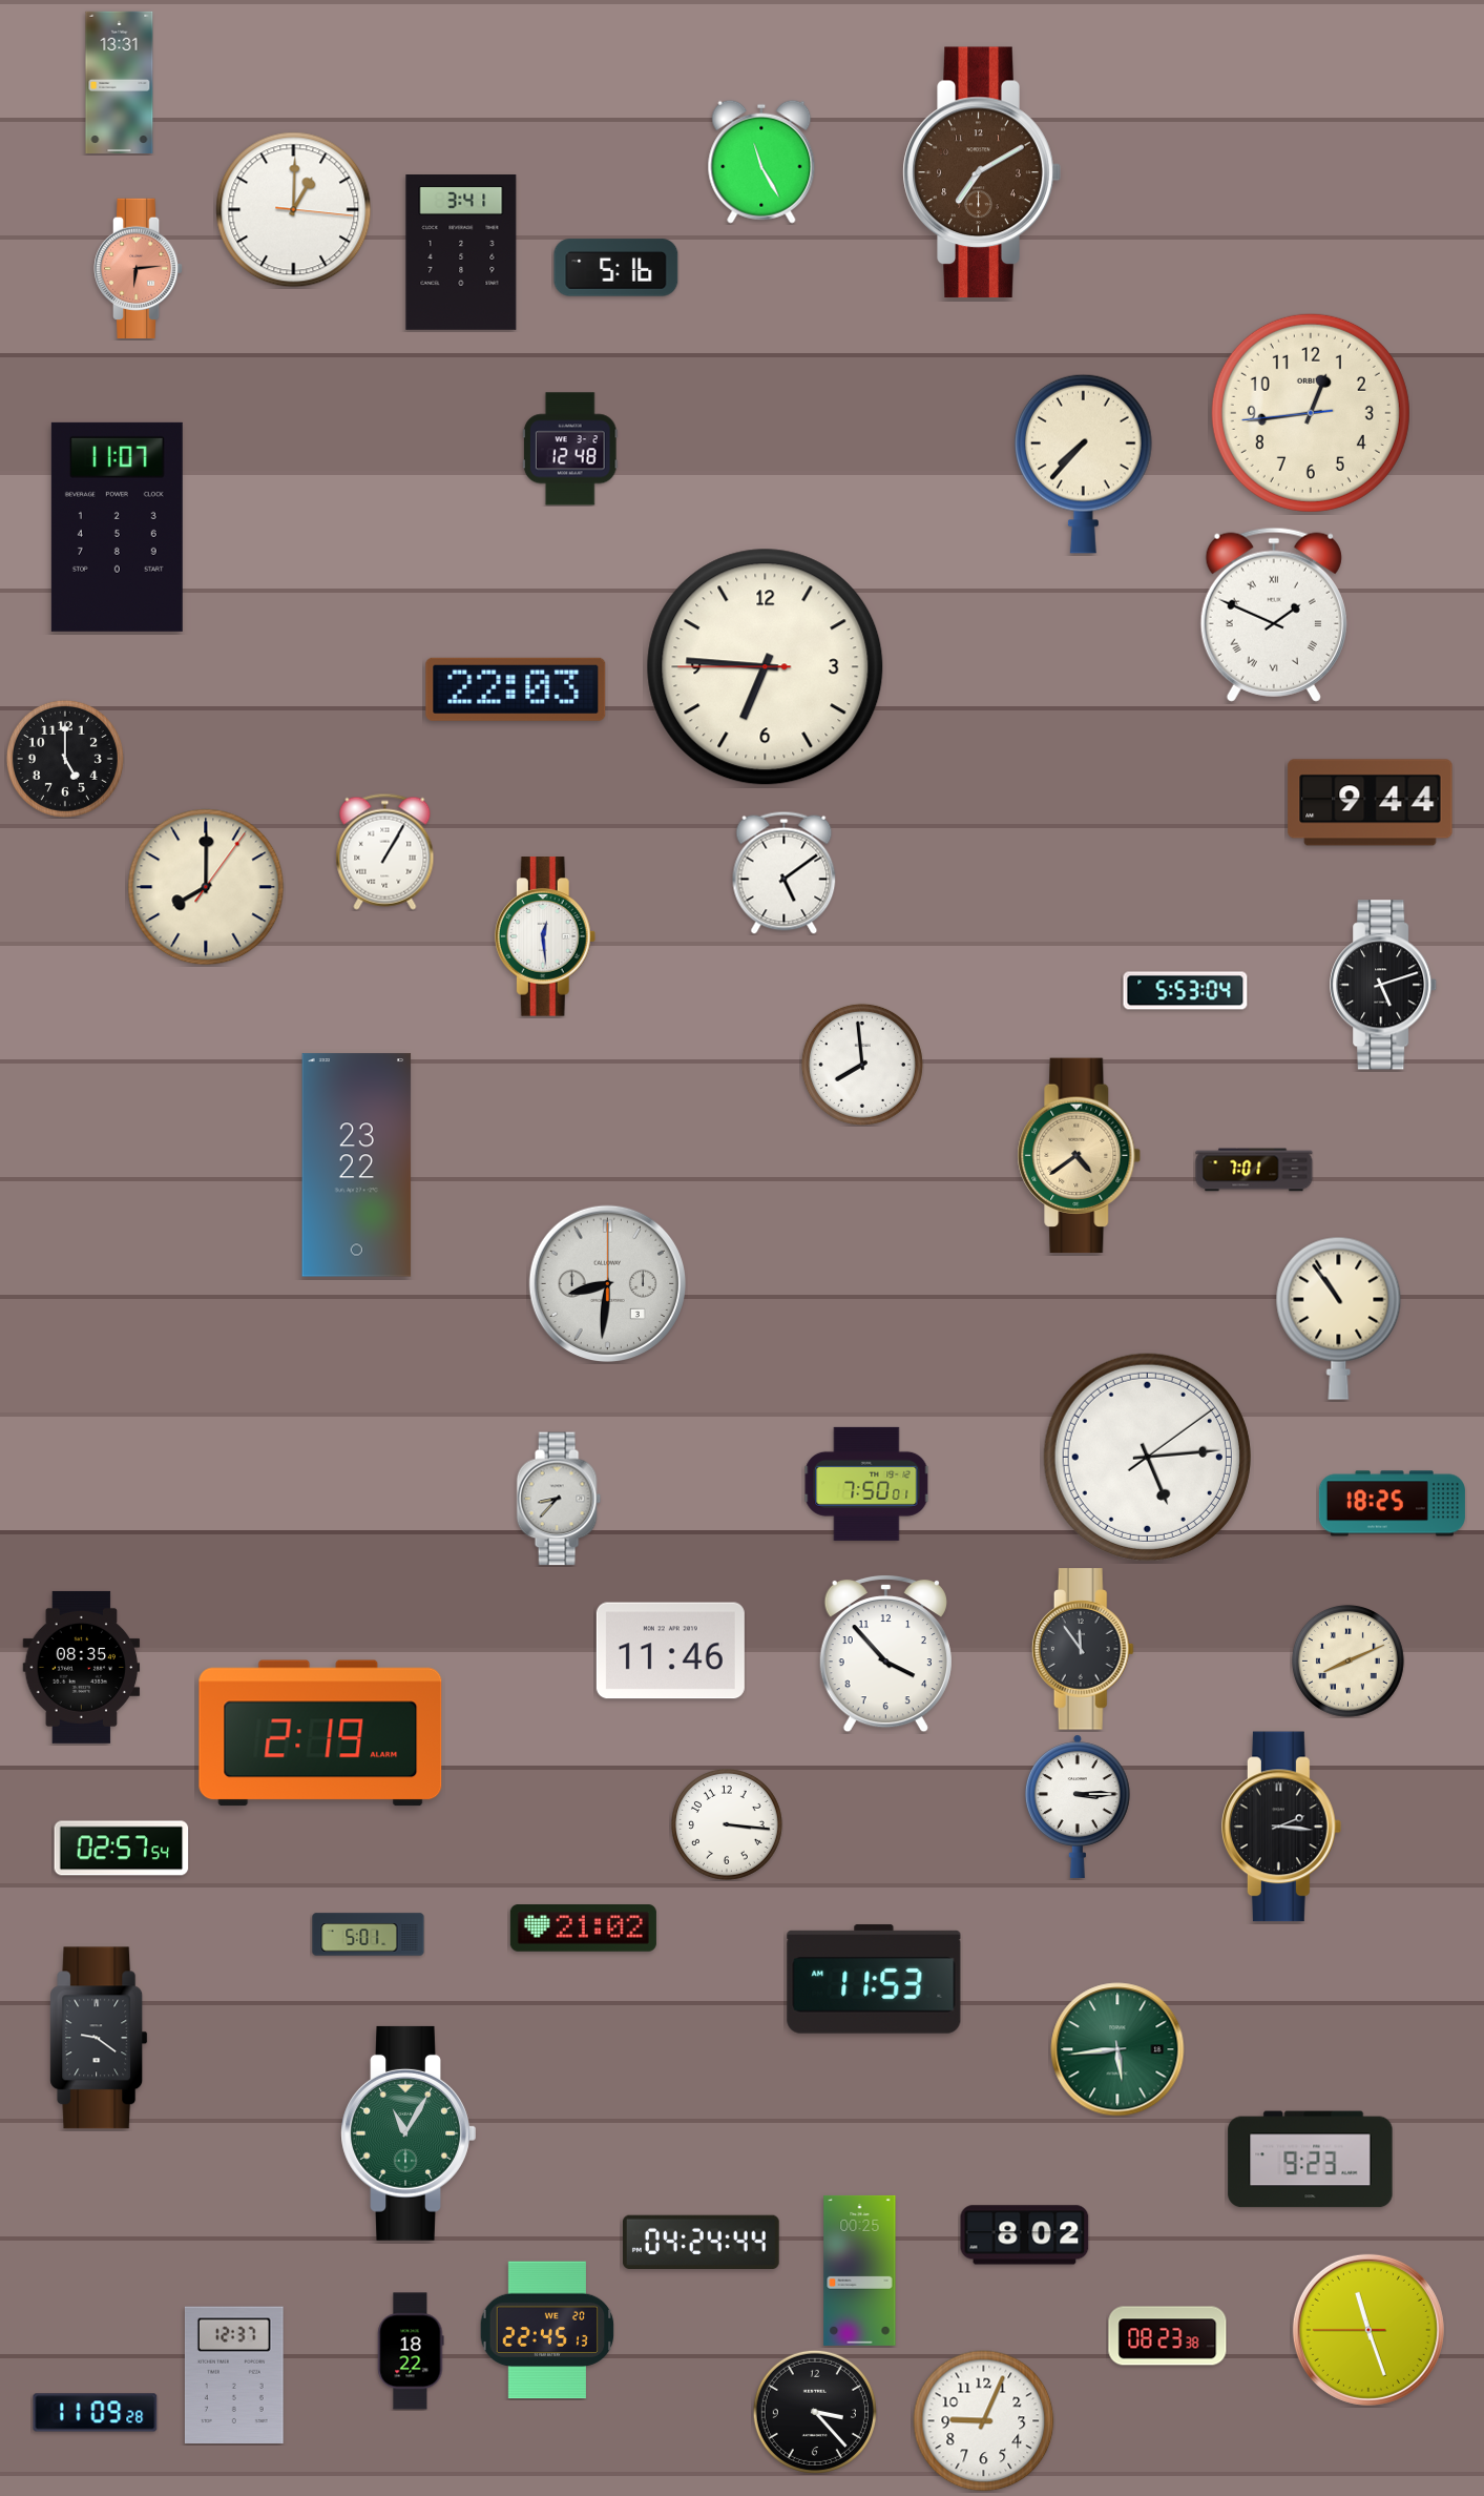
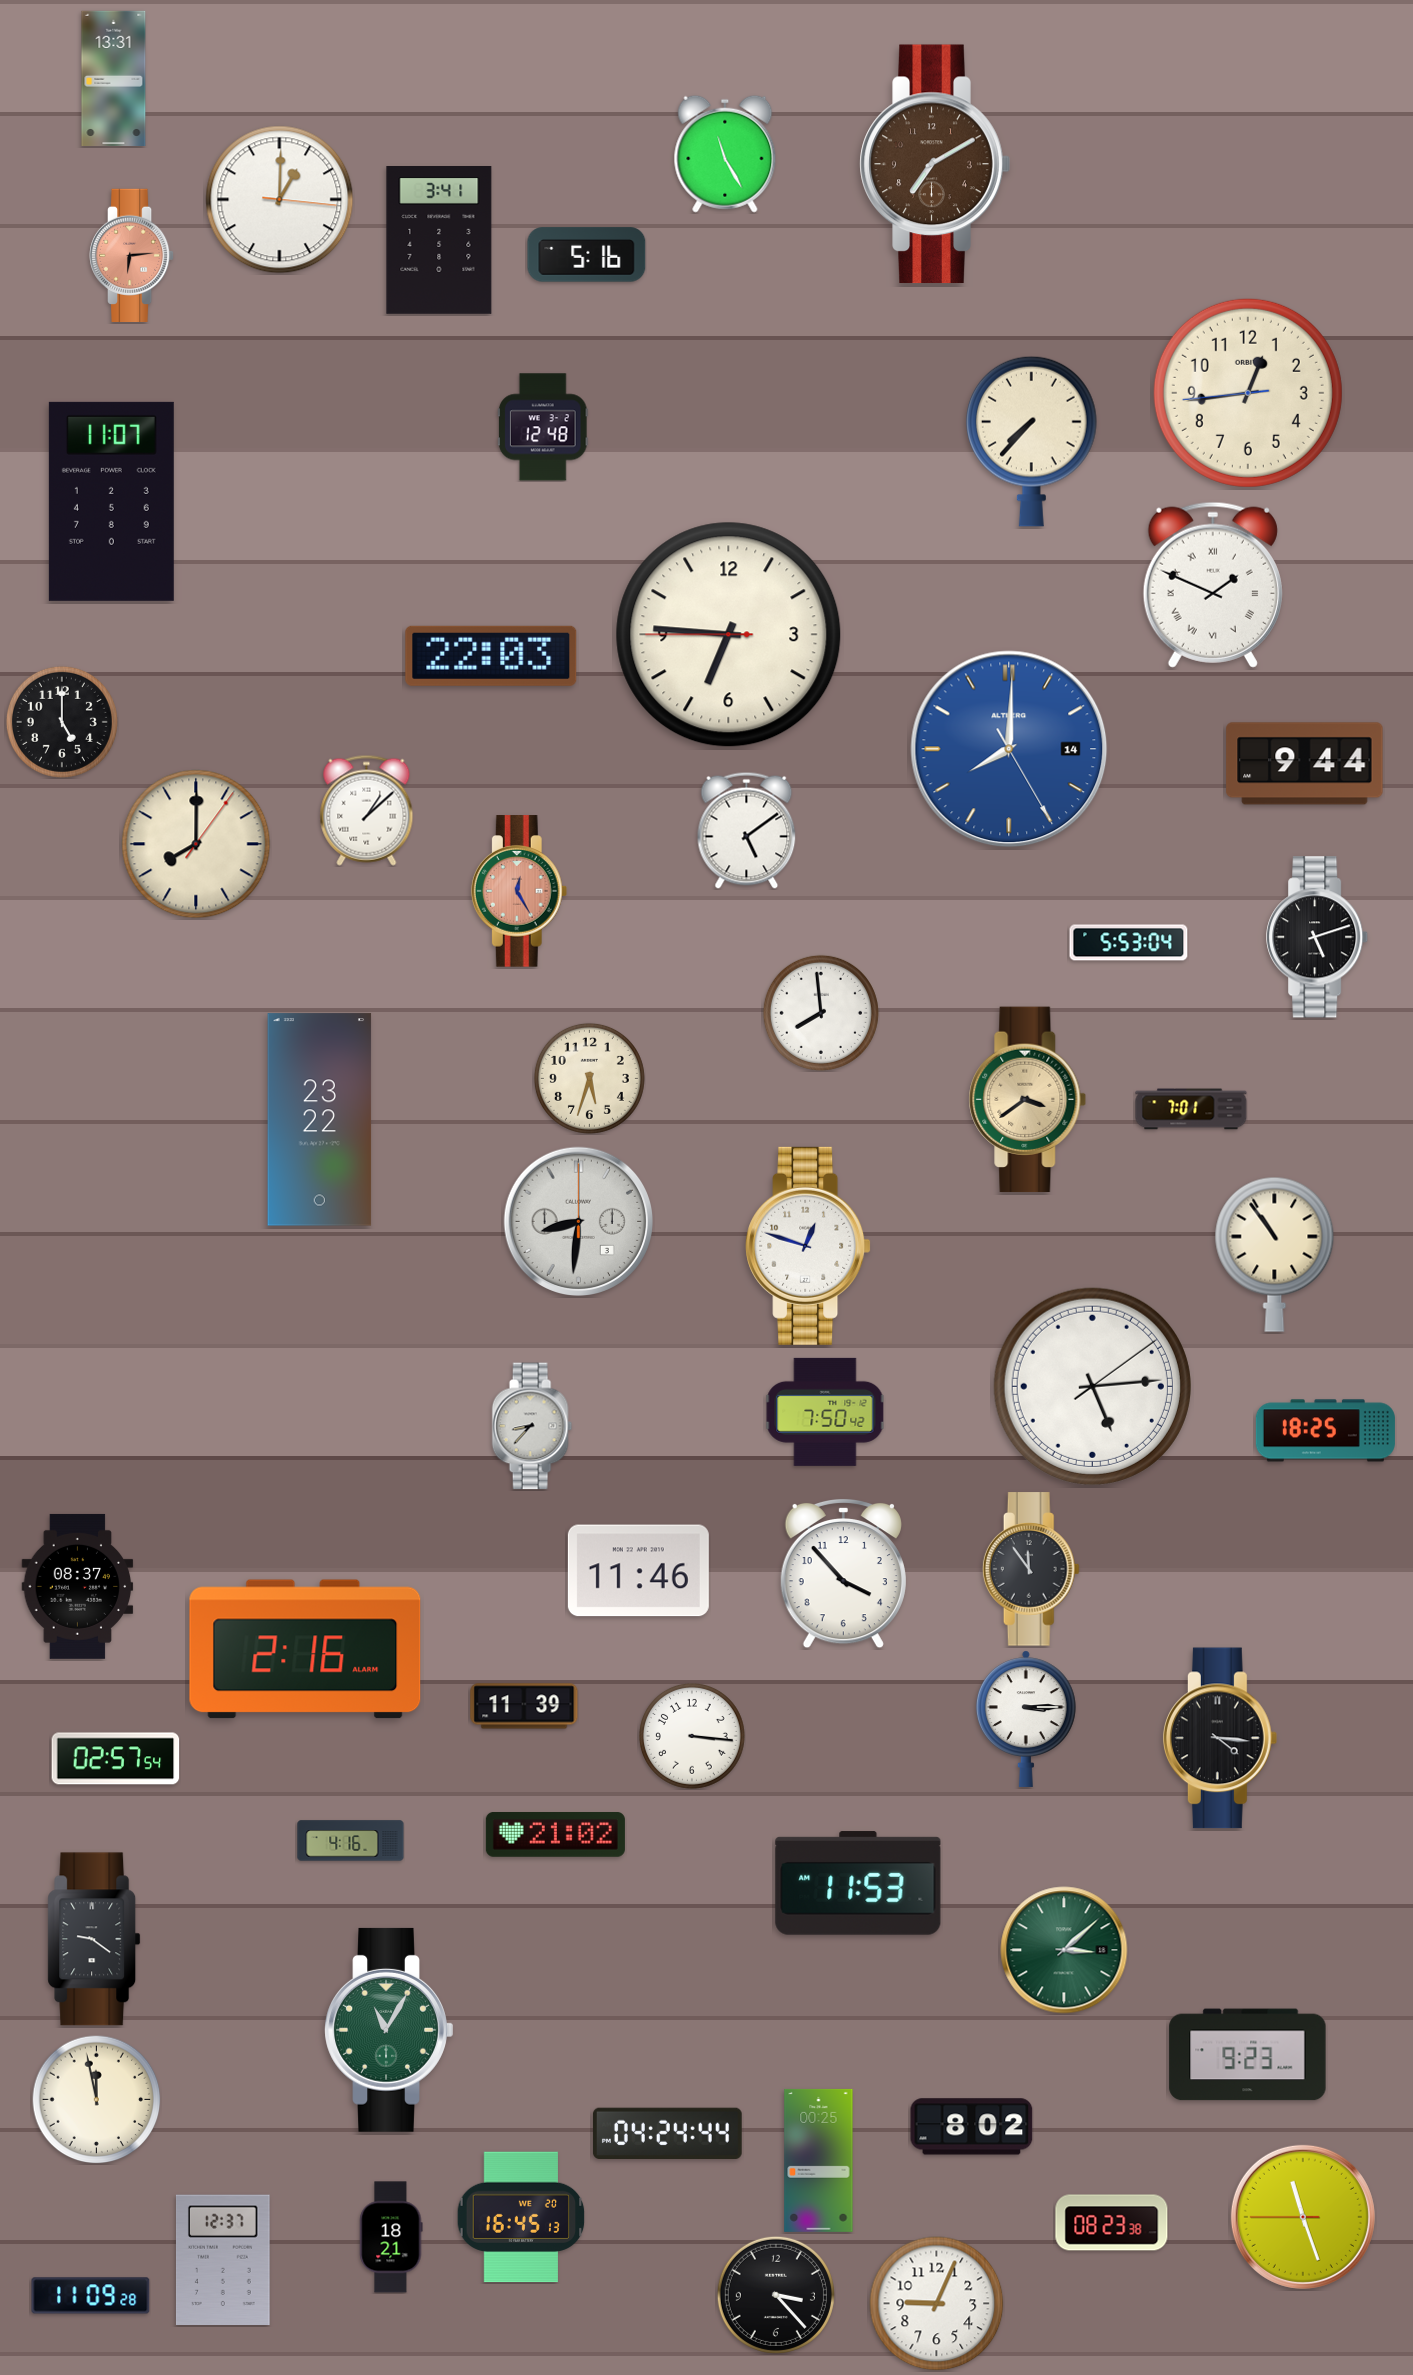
clock at (1009, 749): none -> 8:00
clock at (385, 851): 1:05 -> 1:08
clock at (545, 936): 12:29 -> 12:25
clock at (545, 936) dial: white -> salmon
clock at (589, 1078): none -> 5:33
clock at (1080, 1156): 4:39 -> 3:39
clock at (357, 1166) position: (357, 1166) -> (320, 1120)
clock at (1254, 1170) position: (1254, 1170) -> (1191, 1109)
clock at (808, 1246): none -> 12:48
clock at (866, 1484): 7:50:01 -> 7:50:42
clock at (1347, 1660): 8:11 -> none
clock at (82, 1667): 08:35 -> 08:37
clock at (320, 1733): 2:19 -> 2:16
clock at (524, 1706): none -> 11:39
clock at (1281, 1827): 2:16 -> 4:16
clock at (369, 1935): 5:01 -> 4:16
clock at (874, 1979) position: (874, 1979) -> (858, 1883)
clock at (1117, 2049): 5:44 -> 3:08
clock at (96, 2099): none -> 11:58
clock at (1025, 2235) position: (1025, 2235) -> (972, 2127)
clock at (547, 2330): 22:45 -> 16:45
clock at (411, 2351): 18:22 -> 18:21
